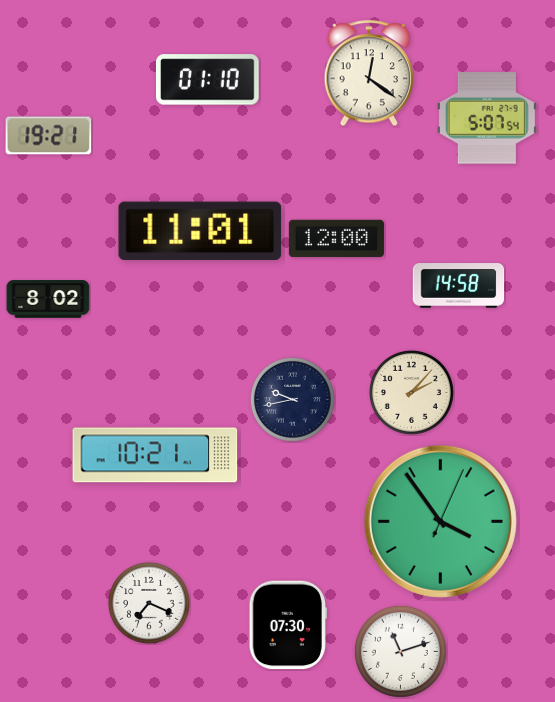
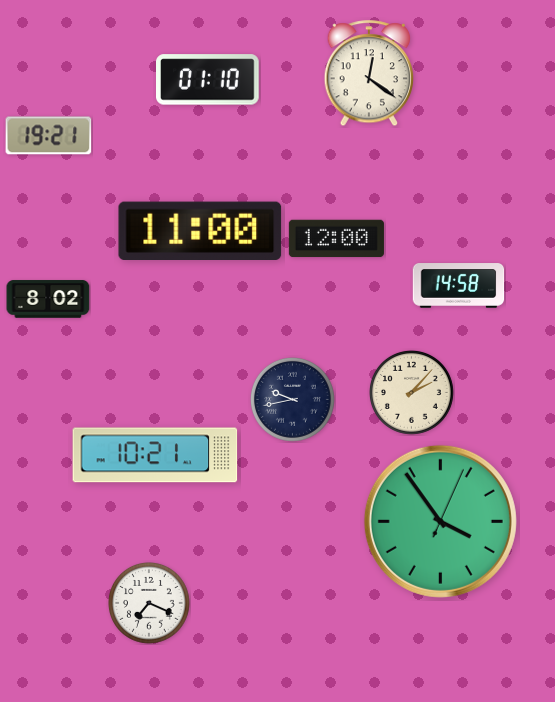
clock at (487, 118): 5:07 -> none
clock at (200, 231): 11:01 -> 11:00
clock at (287, 625): 07:30 -> none
clock at (400, 651): 11:12 -> none
